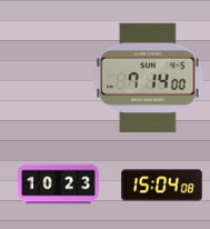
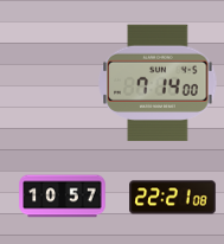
clock at (59, 185): 10:23 -> 10:57
clock at (162, 186): 15:04 -> 22:21
